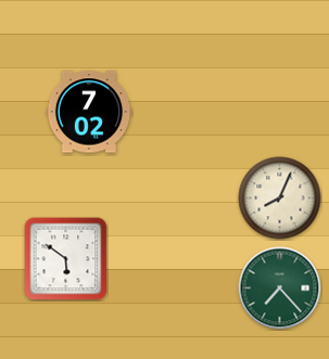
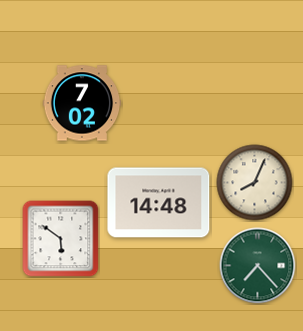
clock at (280, 198) position: (280, 198) -> (255, 183)
clock at (159, 203): none -> 14:48
